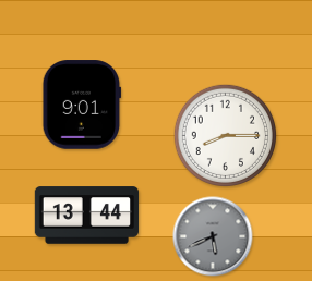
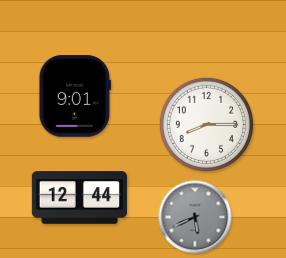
clock at (87, 216): 13:44 -> 12:44
